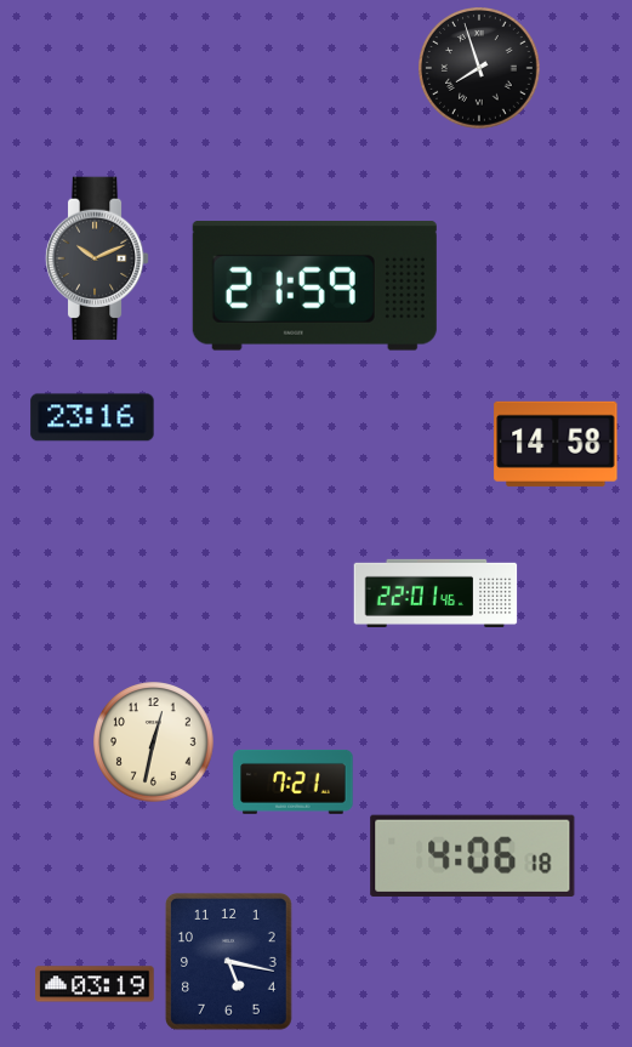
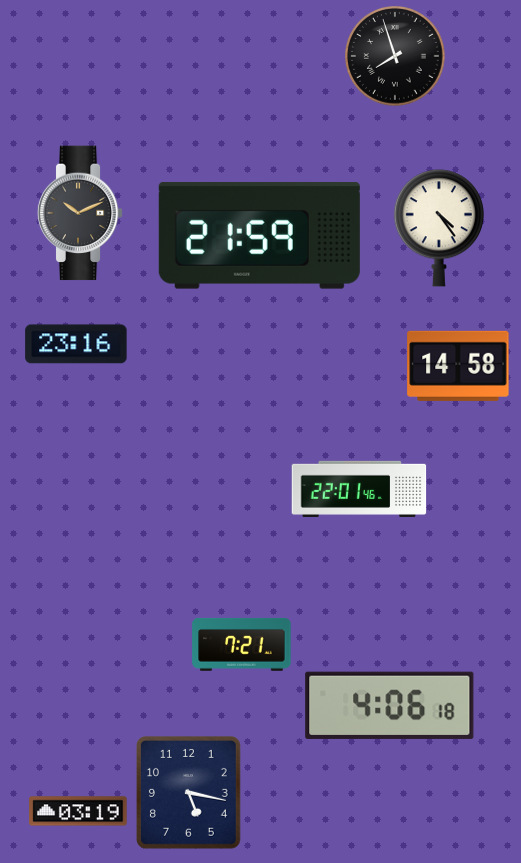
clock at (439, 228): none -> 4:24
clock at (154, 742): 12:32 -> none
